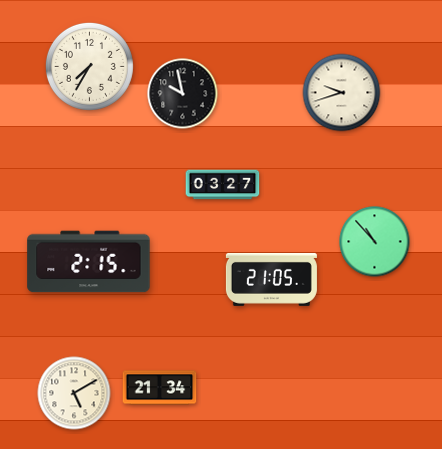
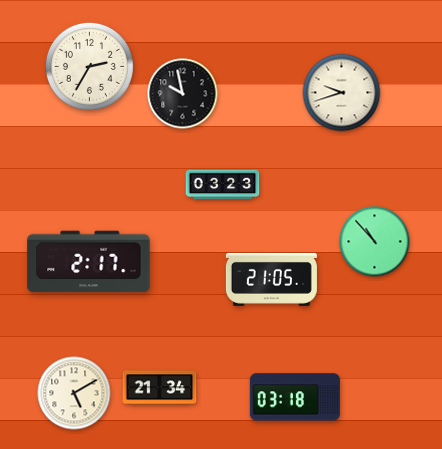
clock at (89, 66): 7:35 -> 2:35
clock at (223, 185): 03:27 -> 03:23
clock at (89, 262): 2:15 -> 2:17
clock at (295, 397): none -> 03:18
